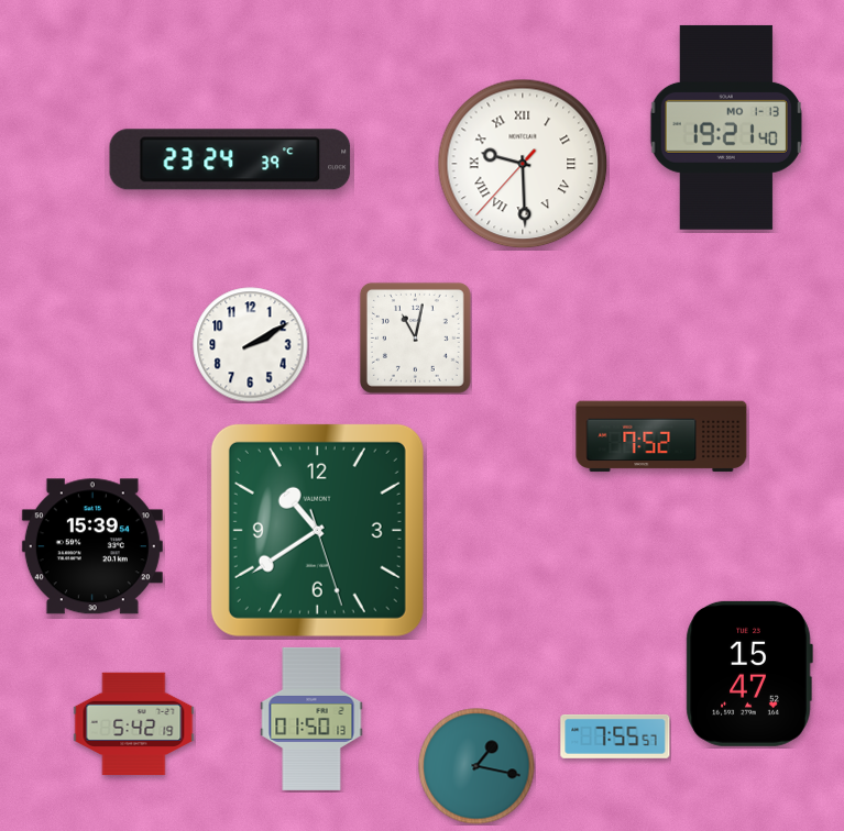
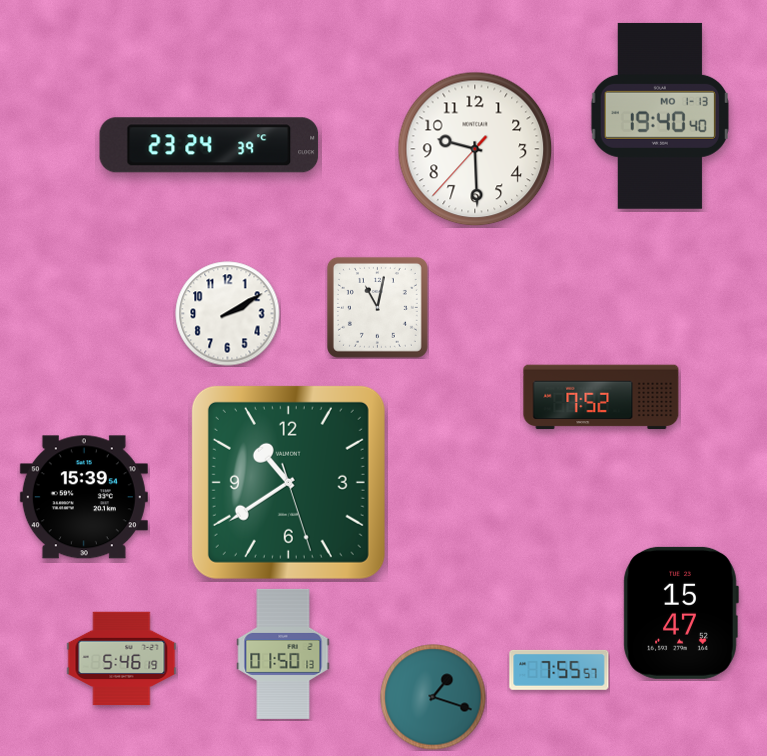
clock at (726, 128): 19:21 -> 19:40
clock at (523, 164) numerals: Roman -> Arabic
clock at (134, 724): 5:42 -> 5:46
clock at (476, 766): 1:17 -> 1:18
